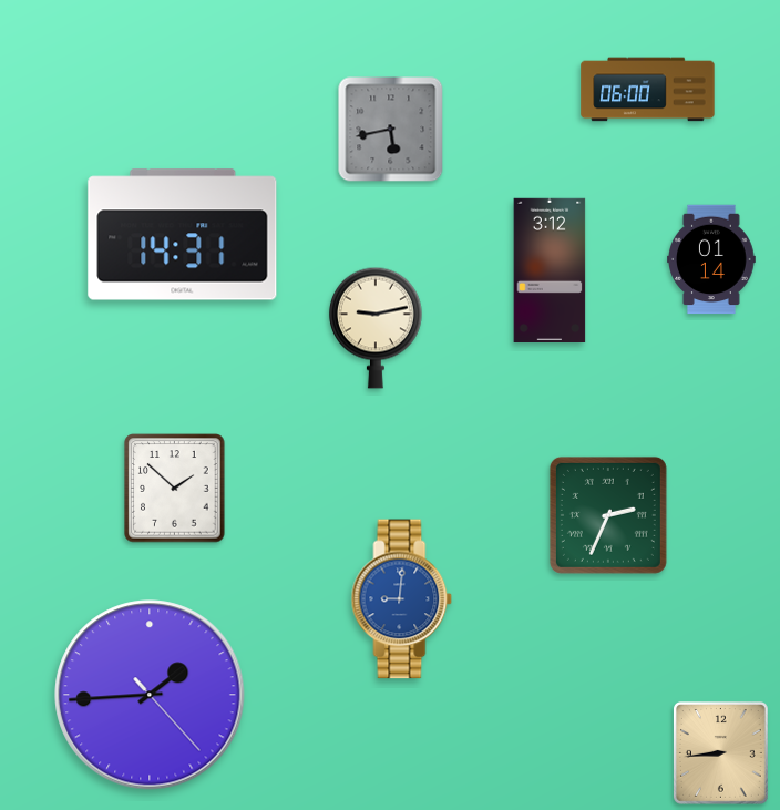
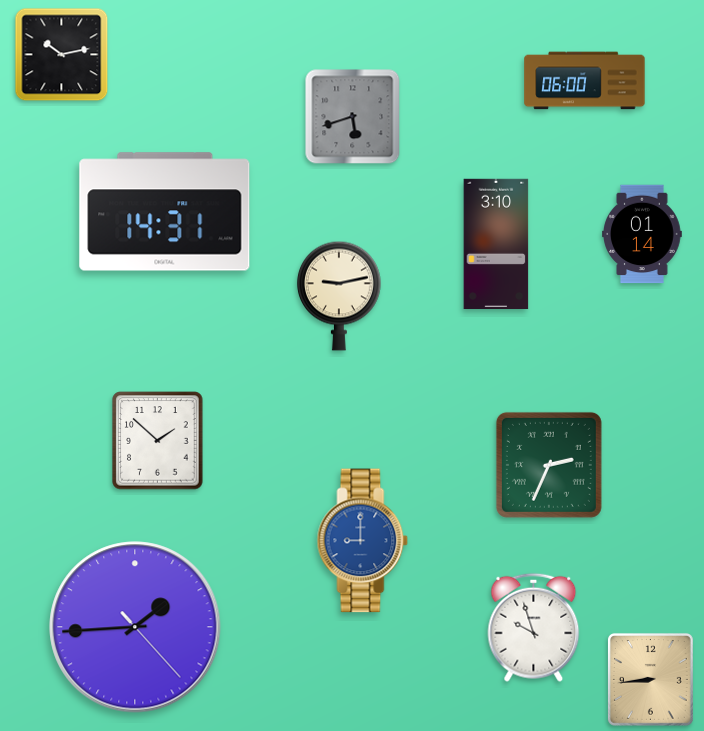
clock at (62, 55): none -> 10:13
clock at (391, 130): 5:43 -> 5:42
clock at (550, 270): 3:12 -> 3:10
clock at (402, 599): 9:01 -> 9:00
clock at (534, 627): none -> 9:57
